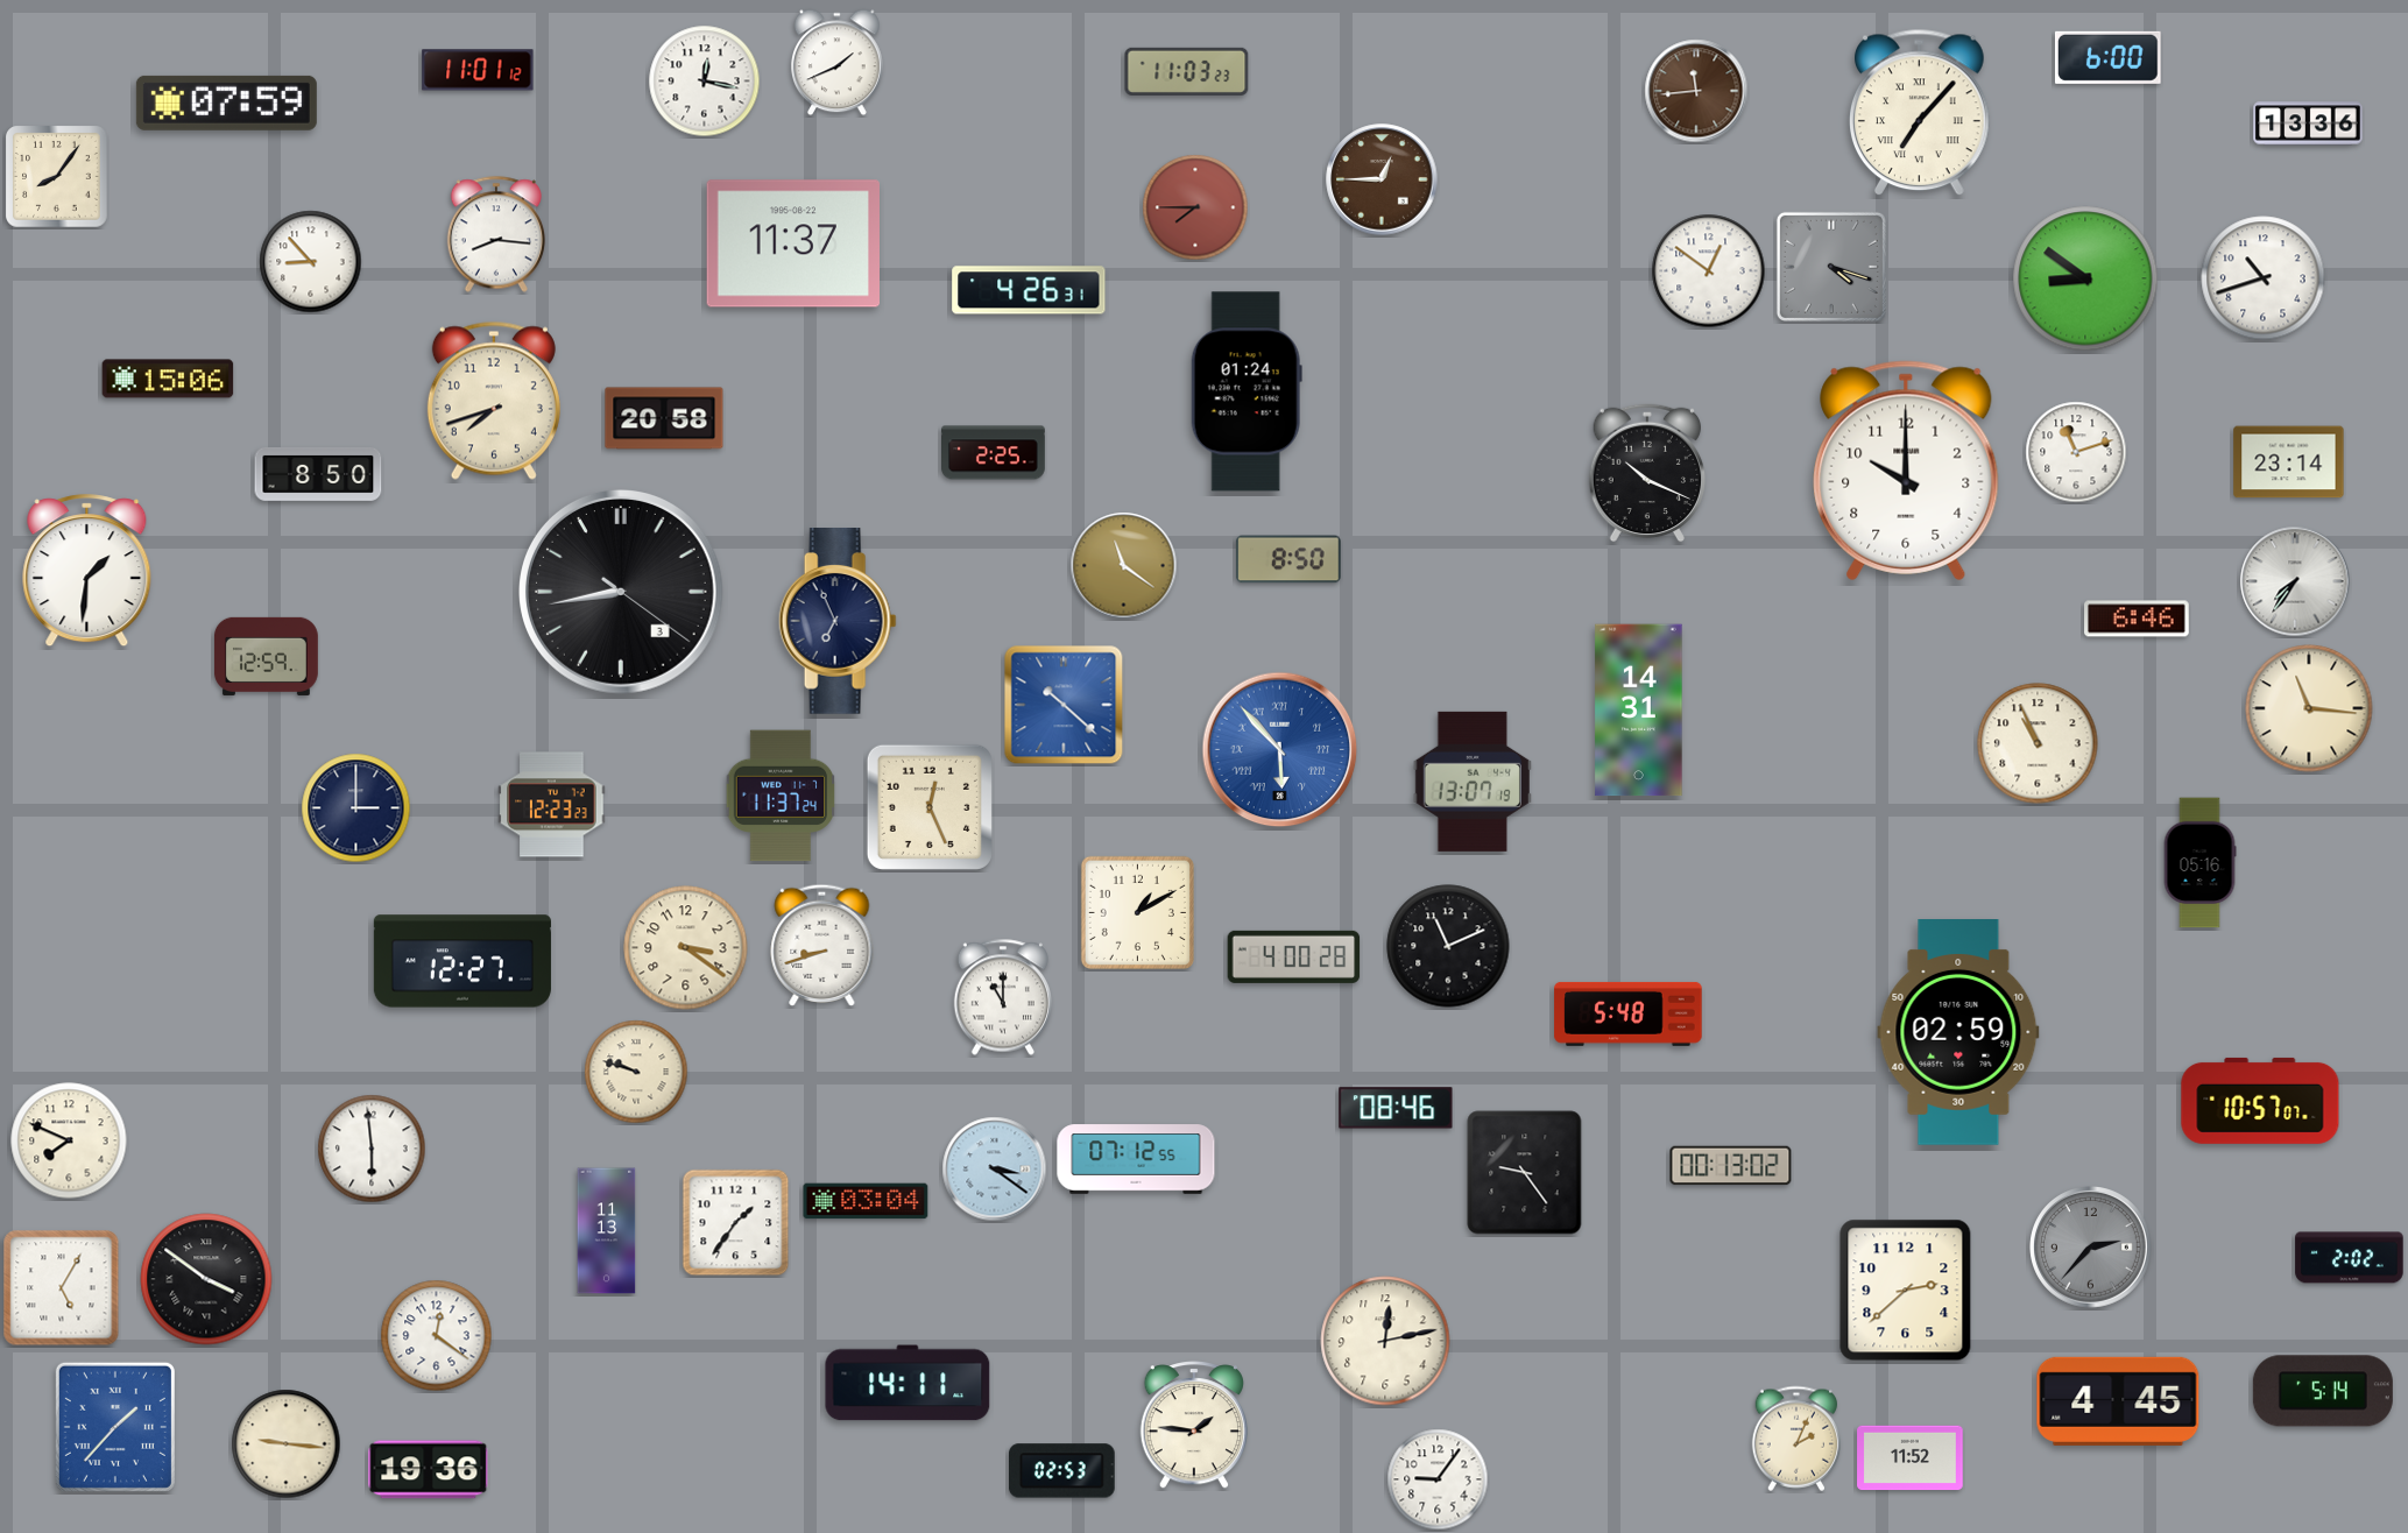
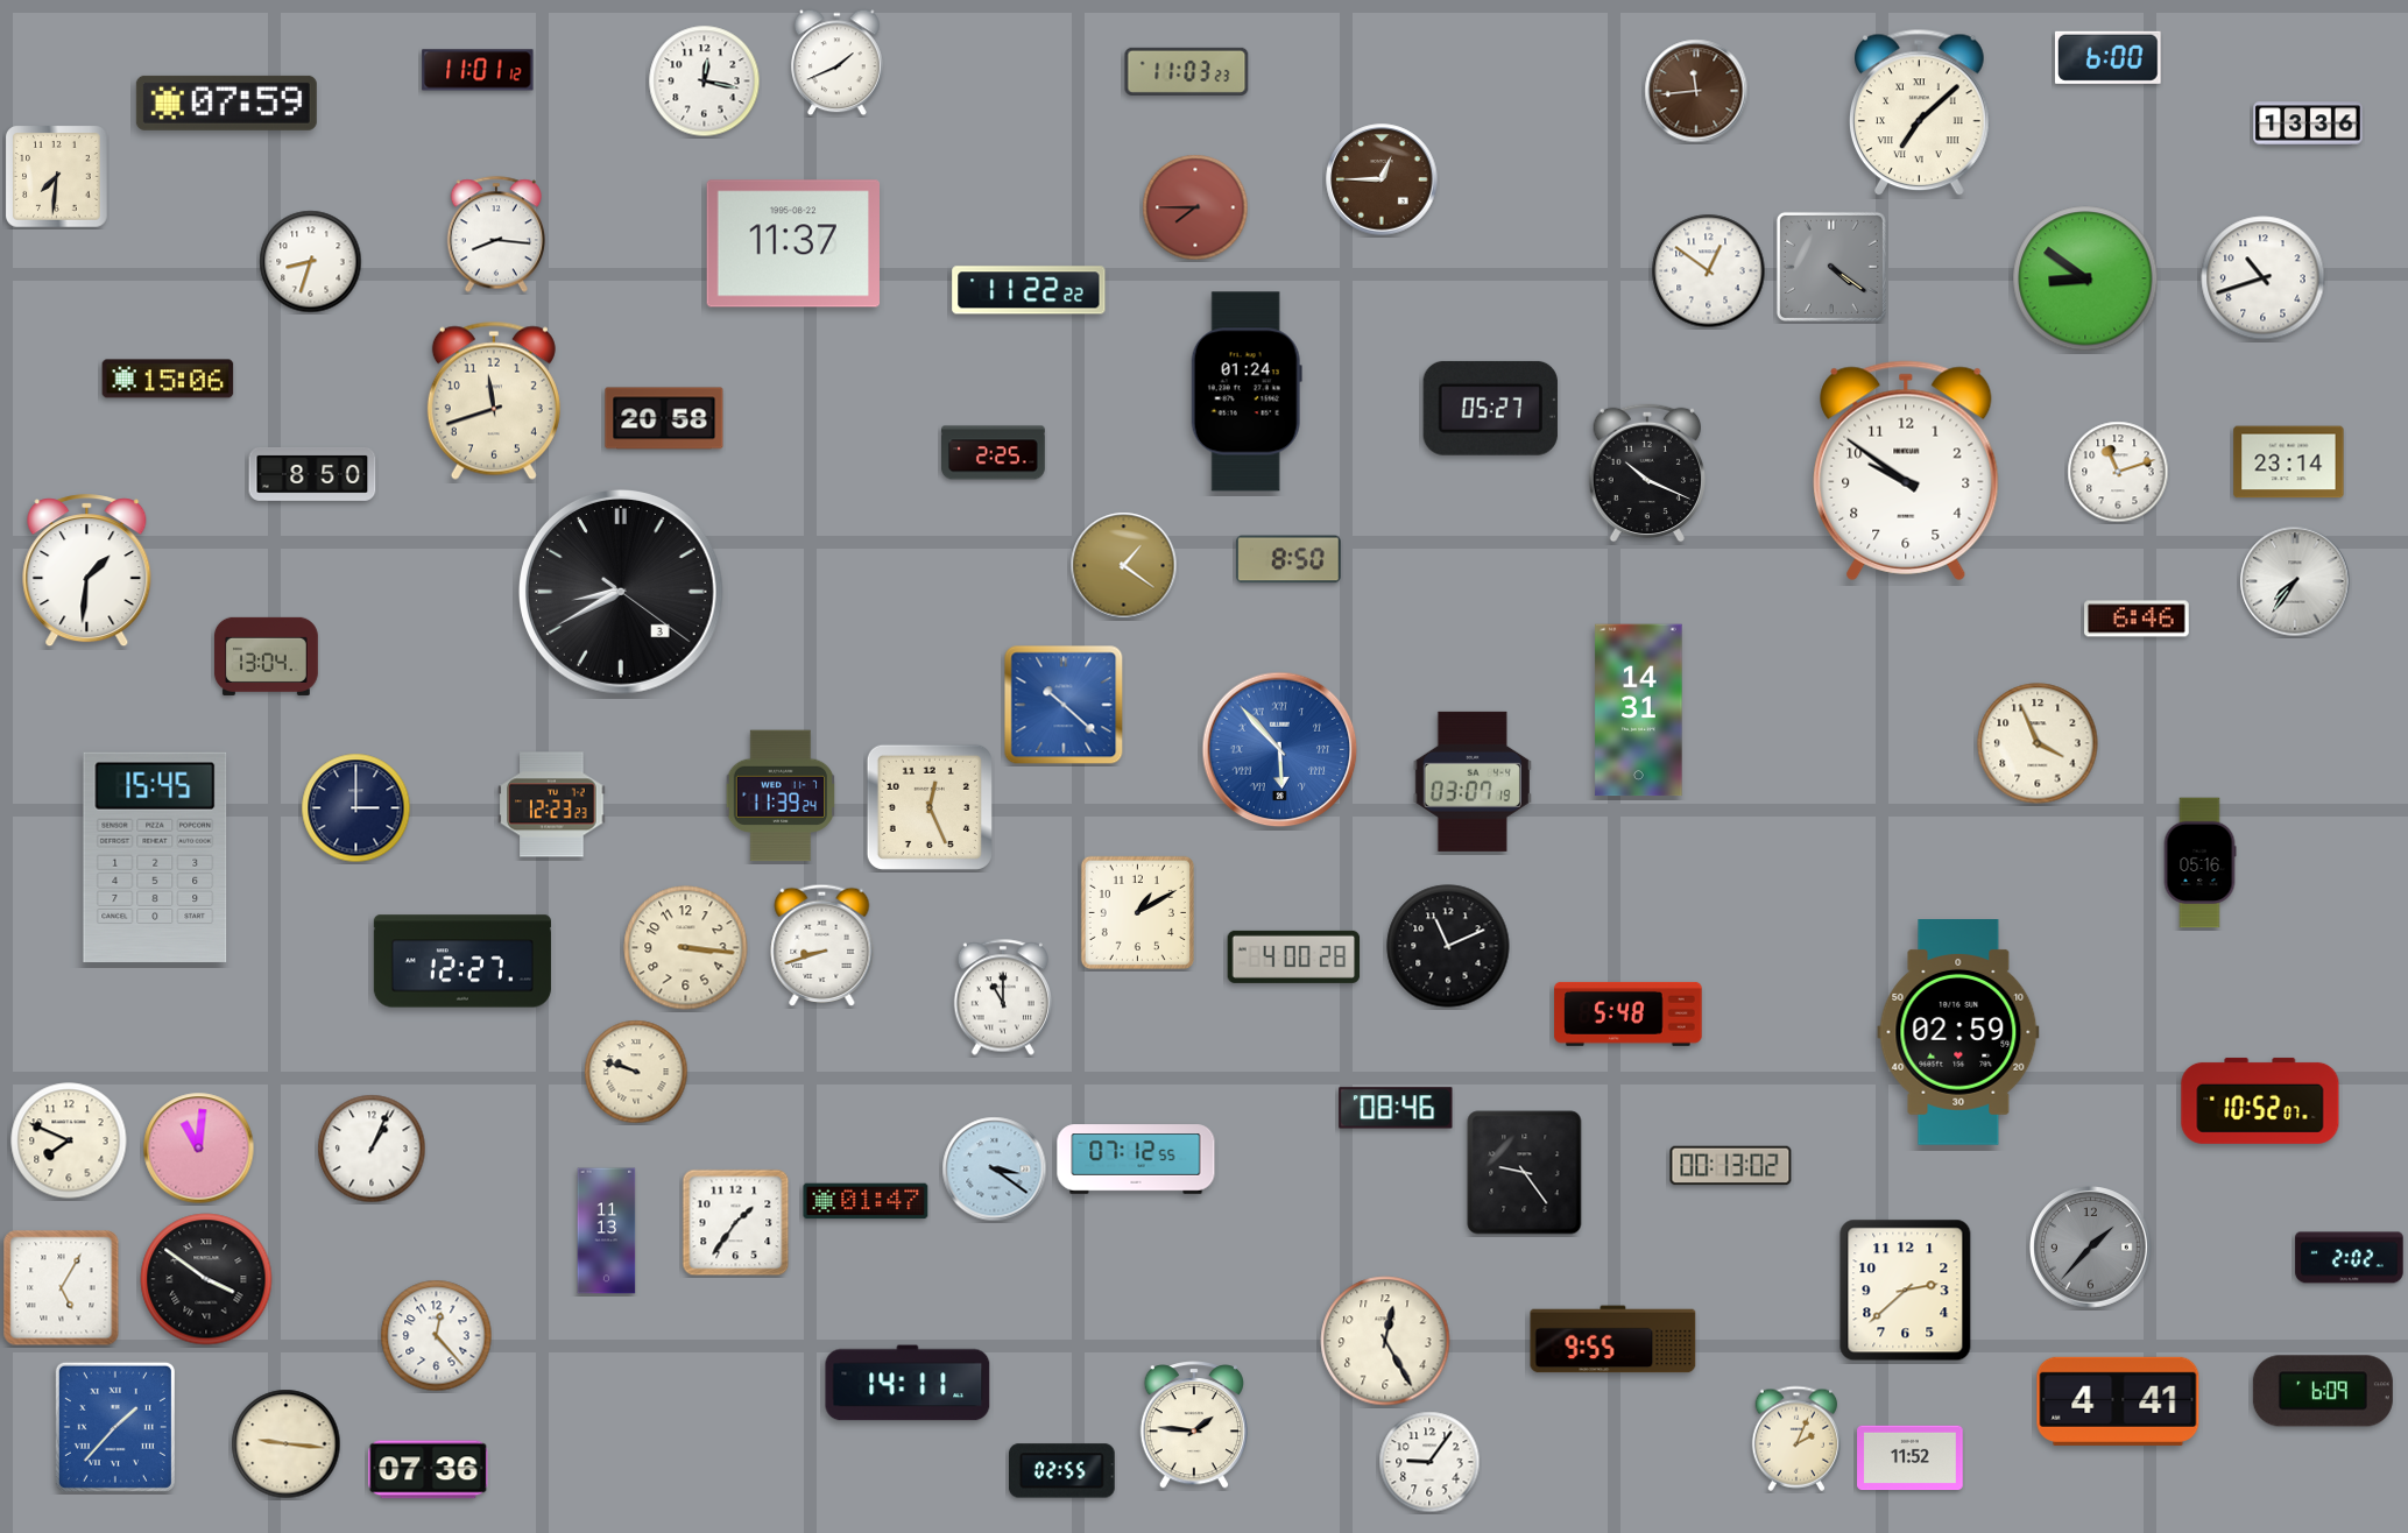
clock at (1920, 113): 7:07 -> 7:08
clock at (57, 177): 8:06 -> 7:31
clock at (311, 262): 8:53 -> 8:33
clock at (1831, 267): 4:18 -> 4:21
clock at (1029, 290): 4:26 -> 11:22
clock at (494, 401): 7:42 -> 11:42
clock at (1490, 408): none -> 05:27
clock at (2076, 452) position: (2076, 452) -> (2118, 472)
clock at (1906, 471): 10:00 -> 9:51
clock at (318, 474) position: (318, 474) -> (312, 474)
clock at (1124, 566): 11:21 -> 1:21
clock at (622, 593): 8:43 -> 8:40
clock at (838, 622): 6:56 -> none
clock at (266, 656): 12:59 -> 13:04
clock at (2309, 708): 11:16 -> none
clock at (2038, 743): 10:56 -> 3:56
clock at (1473, 782): 13:07 -> 03:07
clock at (781, 796): 11:37 -> 11:39
clock at (155, 856): none -> 15:45
clock at (686, 948): 3:21 -> 3:16
clock at (2260, 1101): 10:57 -> 10:52
clock at (199, 1149): none -> 11:01
clock at (372, 1149): 5:59 -> 1:04
clock at (866, 1201): 03:04 -> 01:47
clock at (2091, 1248): 2:37 -> 1:37
clock at (437, 1336): 12:21 -> 12:23
clock at (1613, 1340): none -> 9:55
clock at (1385, 1341): 12:13 -> 12:25
clock at (2323, 1391): 5:14 -> 6:09
clock at (2118, 1401): 4:45 -> 4:41
clock at (429, 1470): 19:36 -> 07:36
clock at (1062, 1471): 02:53 -> 02:55
clock at (1438, 1479) position: (1438, 1479) -> (1429, 1462)
